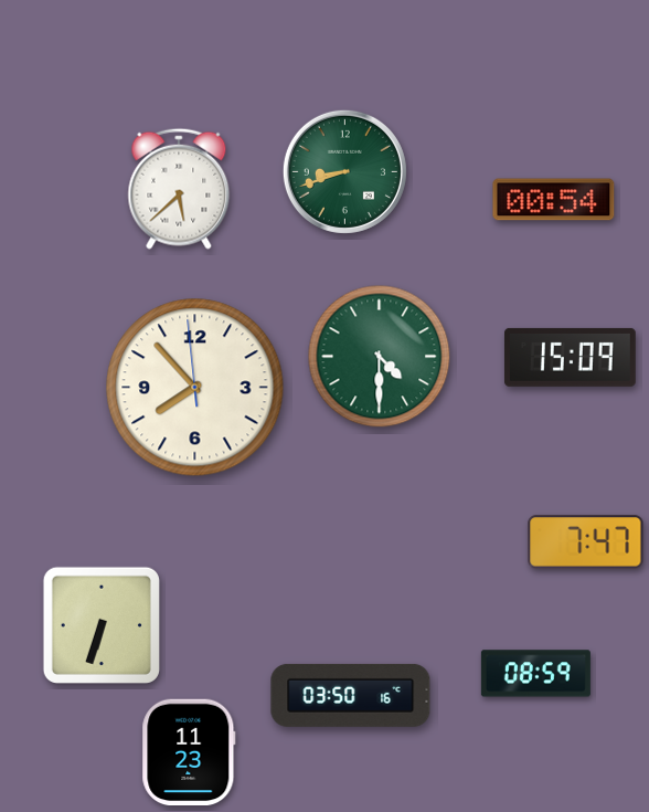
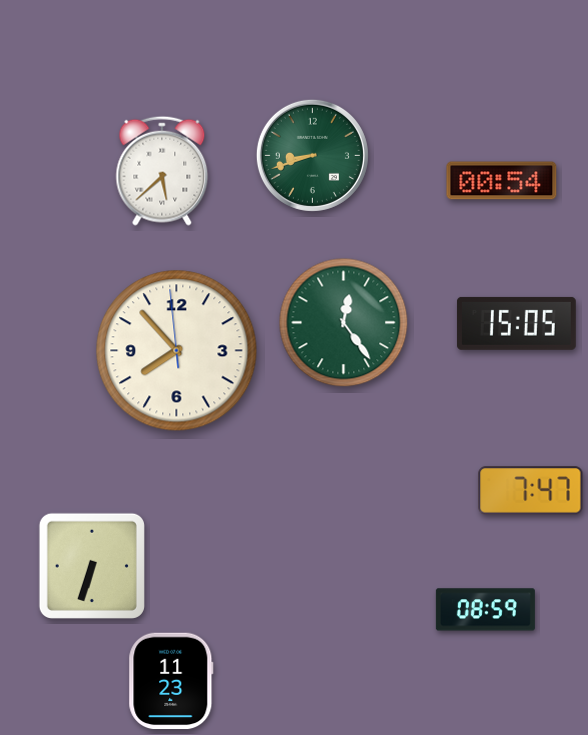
clock at (380, 357): 4:30 -> 12:24
clock at (570, 357): 15:09 -> 15:05
clock at (351, 695): 03:50 -> none
